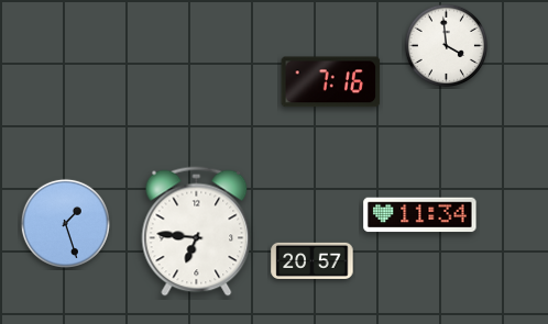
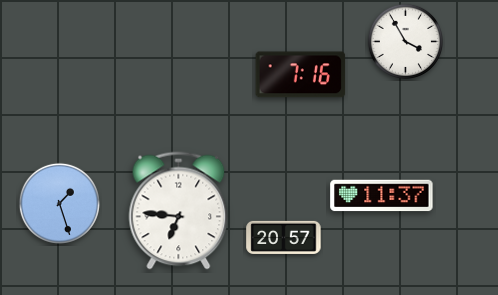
clock at (446, 45): 3:59 -> 3:55
clock at (420, 215): 11:34 -> 11:37
